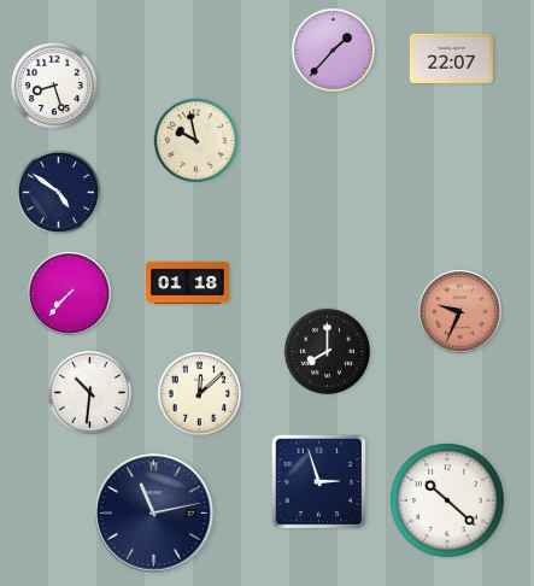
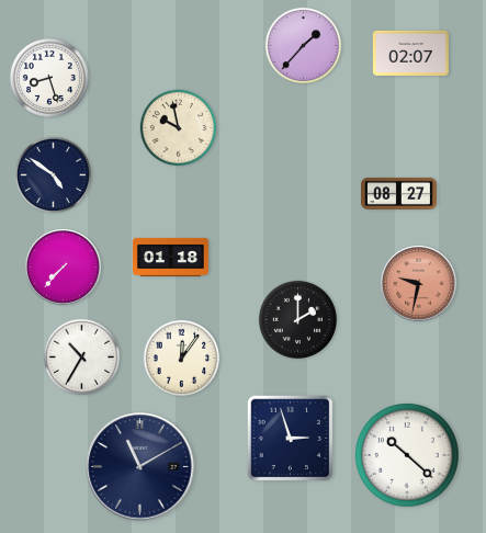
clock at (451, 58): 22:07 -> 02:07
clock at (398, 193): none -> 08:27
clock at (460, 312): 9:34 -> 9:32
clock at (327, 351): 8:00 -> 2:00
clock at (90, 393): 10:31 -> 10:35
clock at (200, 394): 12:08 -> 12:06
clock at (154, 514): 11:13 -> 11:10
